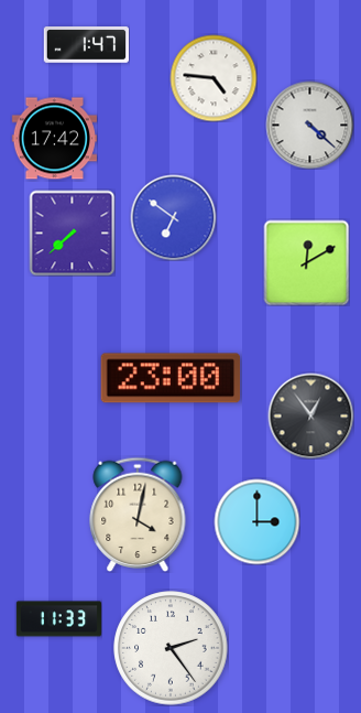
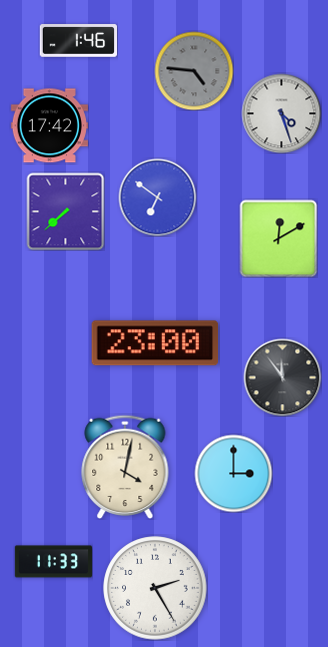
clock at (86, 45): 1:47 -> 1:46
clock at (214, 78) dial: white -> grey
clock at (309, 125): 4:22 -> 4:27
clock at (310, 415): 12:54 -> 11:54
clock at (171, 648): 2:24 -> 2:25
